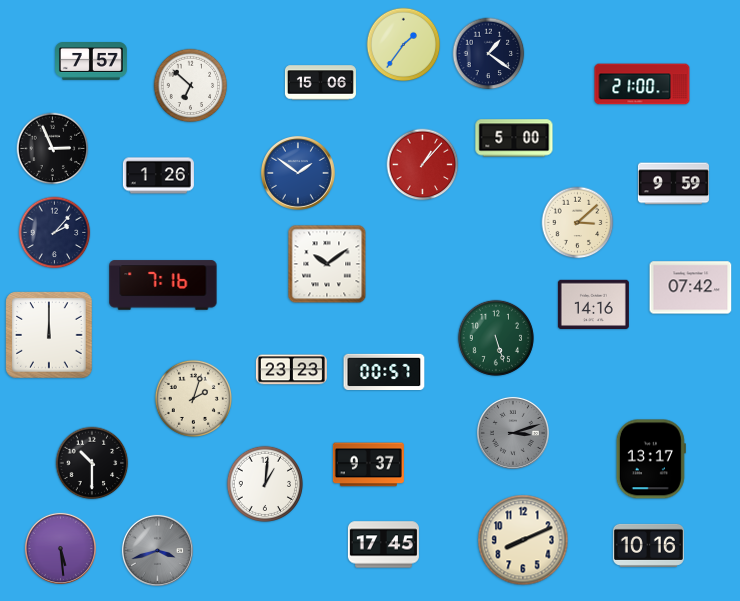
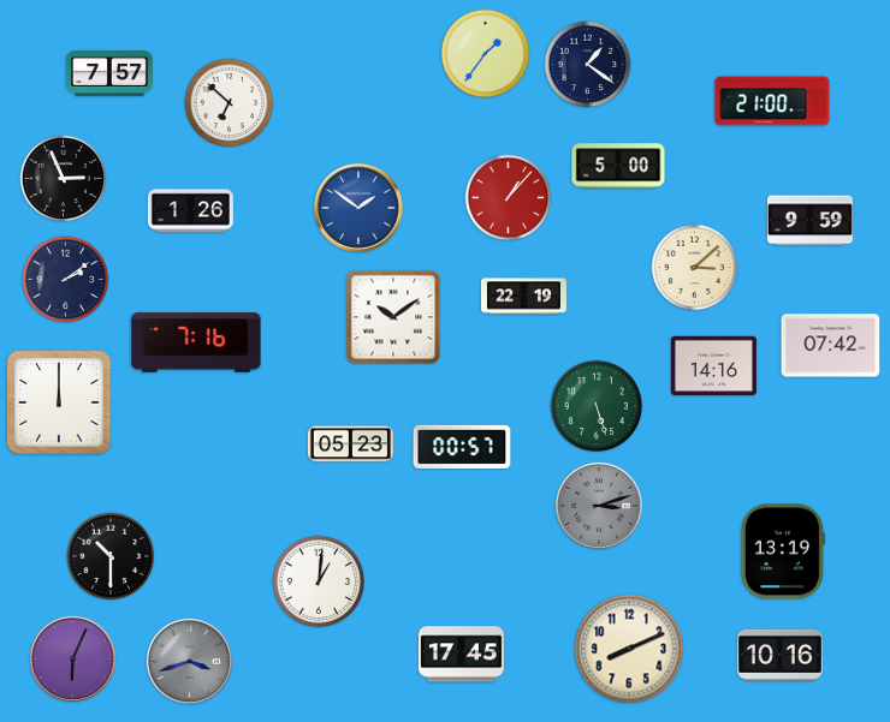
clock at (320, 83): 15:06 -> none
clock at (55, 233): 2:07 -> 2:09
clock at (523, 297): none -> 22:19
clock at (291, 370): 23:23 -> 05:23
clock at (193, 398): 2:03 -> none
clock at (513, 433) position: (513, 433) -> (599, 506)
clock at (651, 459): 13:17 -> 13:19
clock at (368, 465): 9:37 -> none
clock at (60, 548): 5:29 -> 6:04
